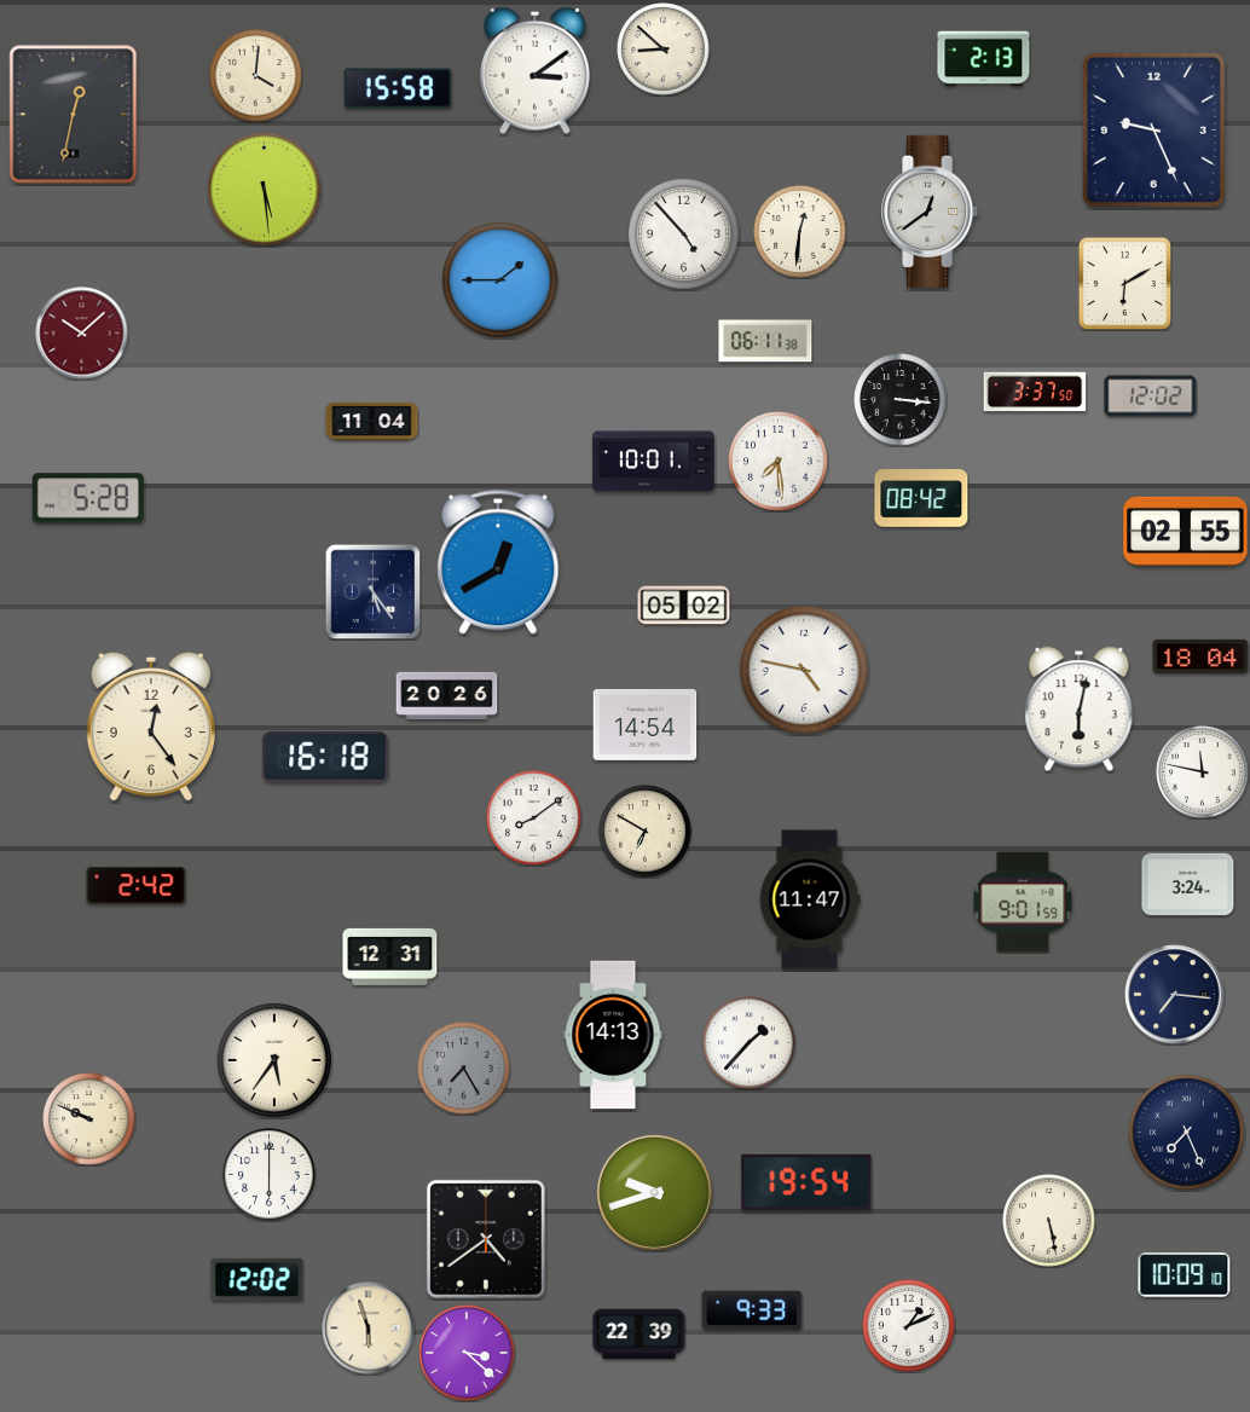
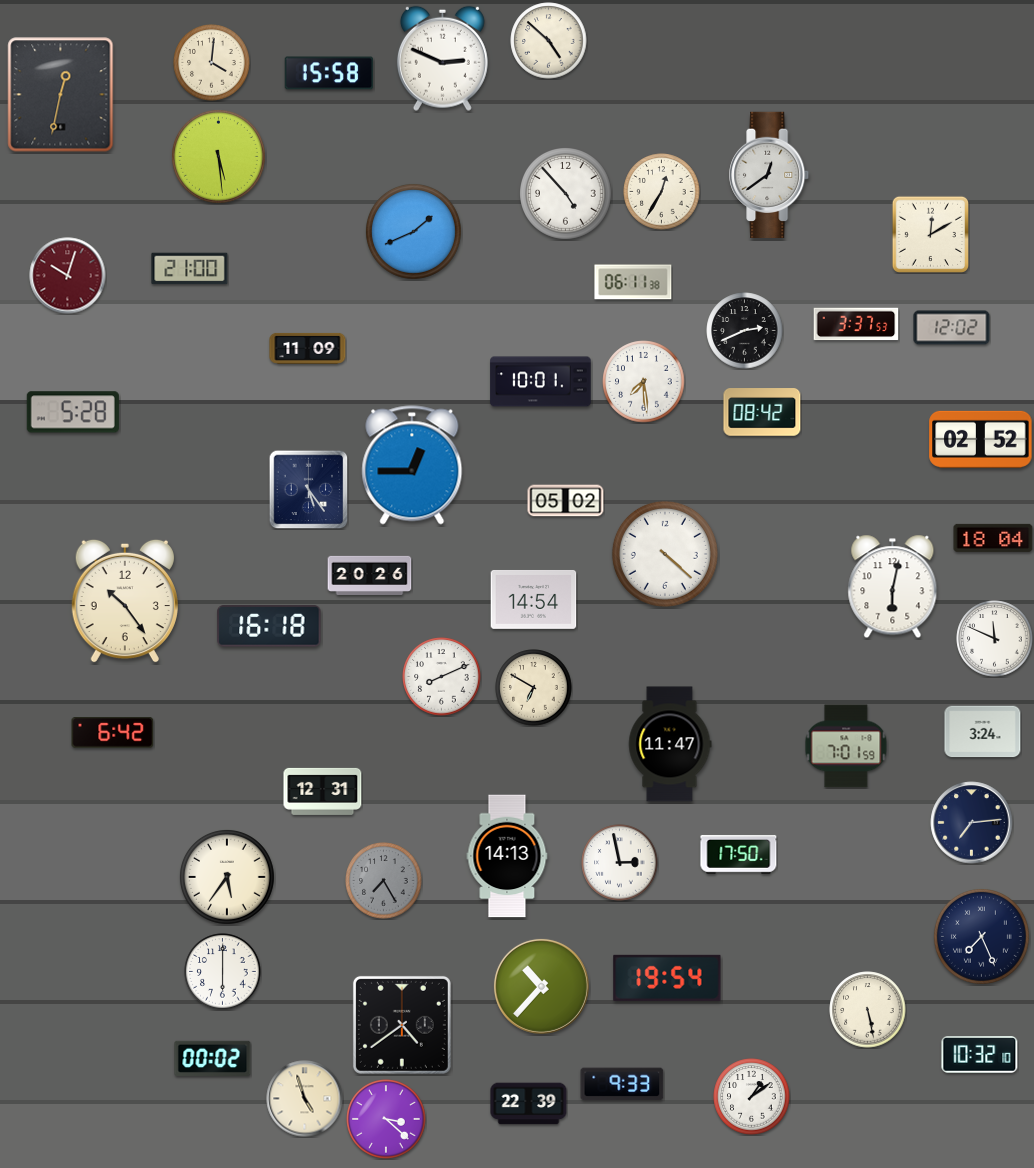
clock at (664, 50): 8:52 -> 4:52
clock at (984, 59): 2:13 -> none
clock at (534, 70): 3:09 -> 2:49
clock at (1153, 129): 9:26 -> none
clock at (800, 232): 12:31 -> 12:35
clock at (499, 279): 1:45 -> 1:41
clock at (1124, 283): 6:10 -> 12:10
clock at (190, 269): none -> 21:00
clock at (82, 334): 10:08 -> 10:03
clock at (1035, 392): 3:37:50 -> 3:37:53
clock at (901, 400): 3:16 -> 2:41
clock at (372, 421): 11:04 -> 11:09
clock at (1186, 531): 02:55 -> 02:52
clock at (498, 562): 12:40 -> 12:45
clock at (1200, 656) position: (1200, 656) -> (993, 538)
clock at (804, 670): 4:47 -> 4:22
clock at (151, 727): 12:24 -> 10:24
clock at (1203, 772): 11:47 -> 11:49
clock at (534, 818): 8:09 -> 8:11
clock at (137, 886): 2:42 -> 6:42
clock at (1023, 902): 9:01 -> 7:01
clock at (1175, 995): 7:16 -> 7:14
clock at (739, 854): none -> 17:50
clock at (750, 1043): 1:37 -> 2:58
clock at (464, 1069) position: (464, 1069) -> (384, 881)
clock at (89, 1119): 9:49 -> none
clock at (654, 1192): 9:42 -> 10:37
clock at (1185, 1275): 10:09 -> 10:32
clock at (257, 1279): 12:02 -> 00:02
clock at (909, 1326): 1:11 -> 1:09
clock at (369, 1329): 5:57 -> 4:57
